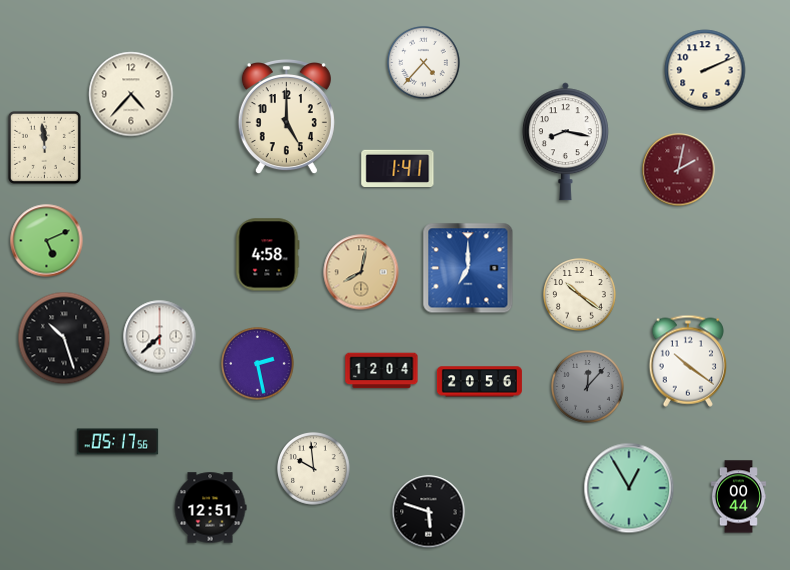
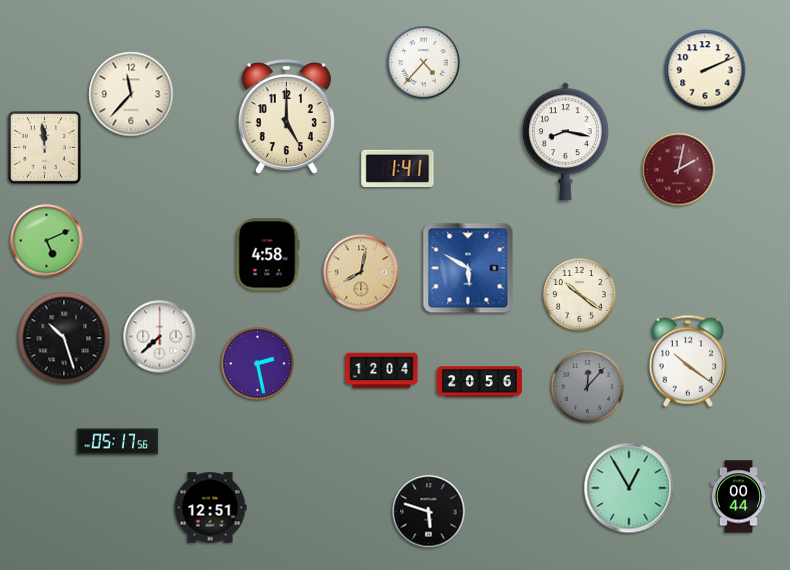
clock at (131, 94): 4:37 -> 11:37
clock at (468, 268): 7:00 -> 5:50
clock at (314, 469): 9:59 -> none
